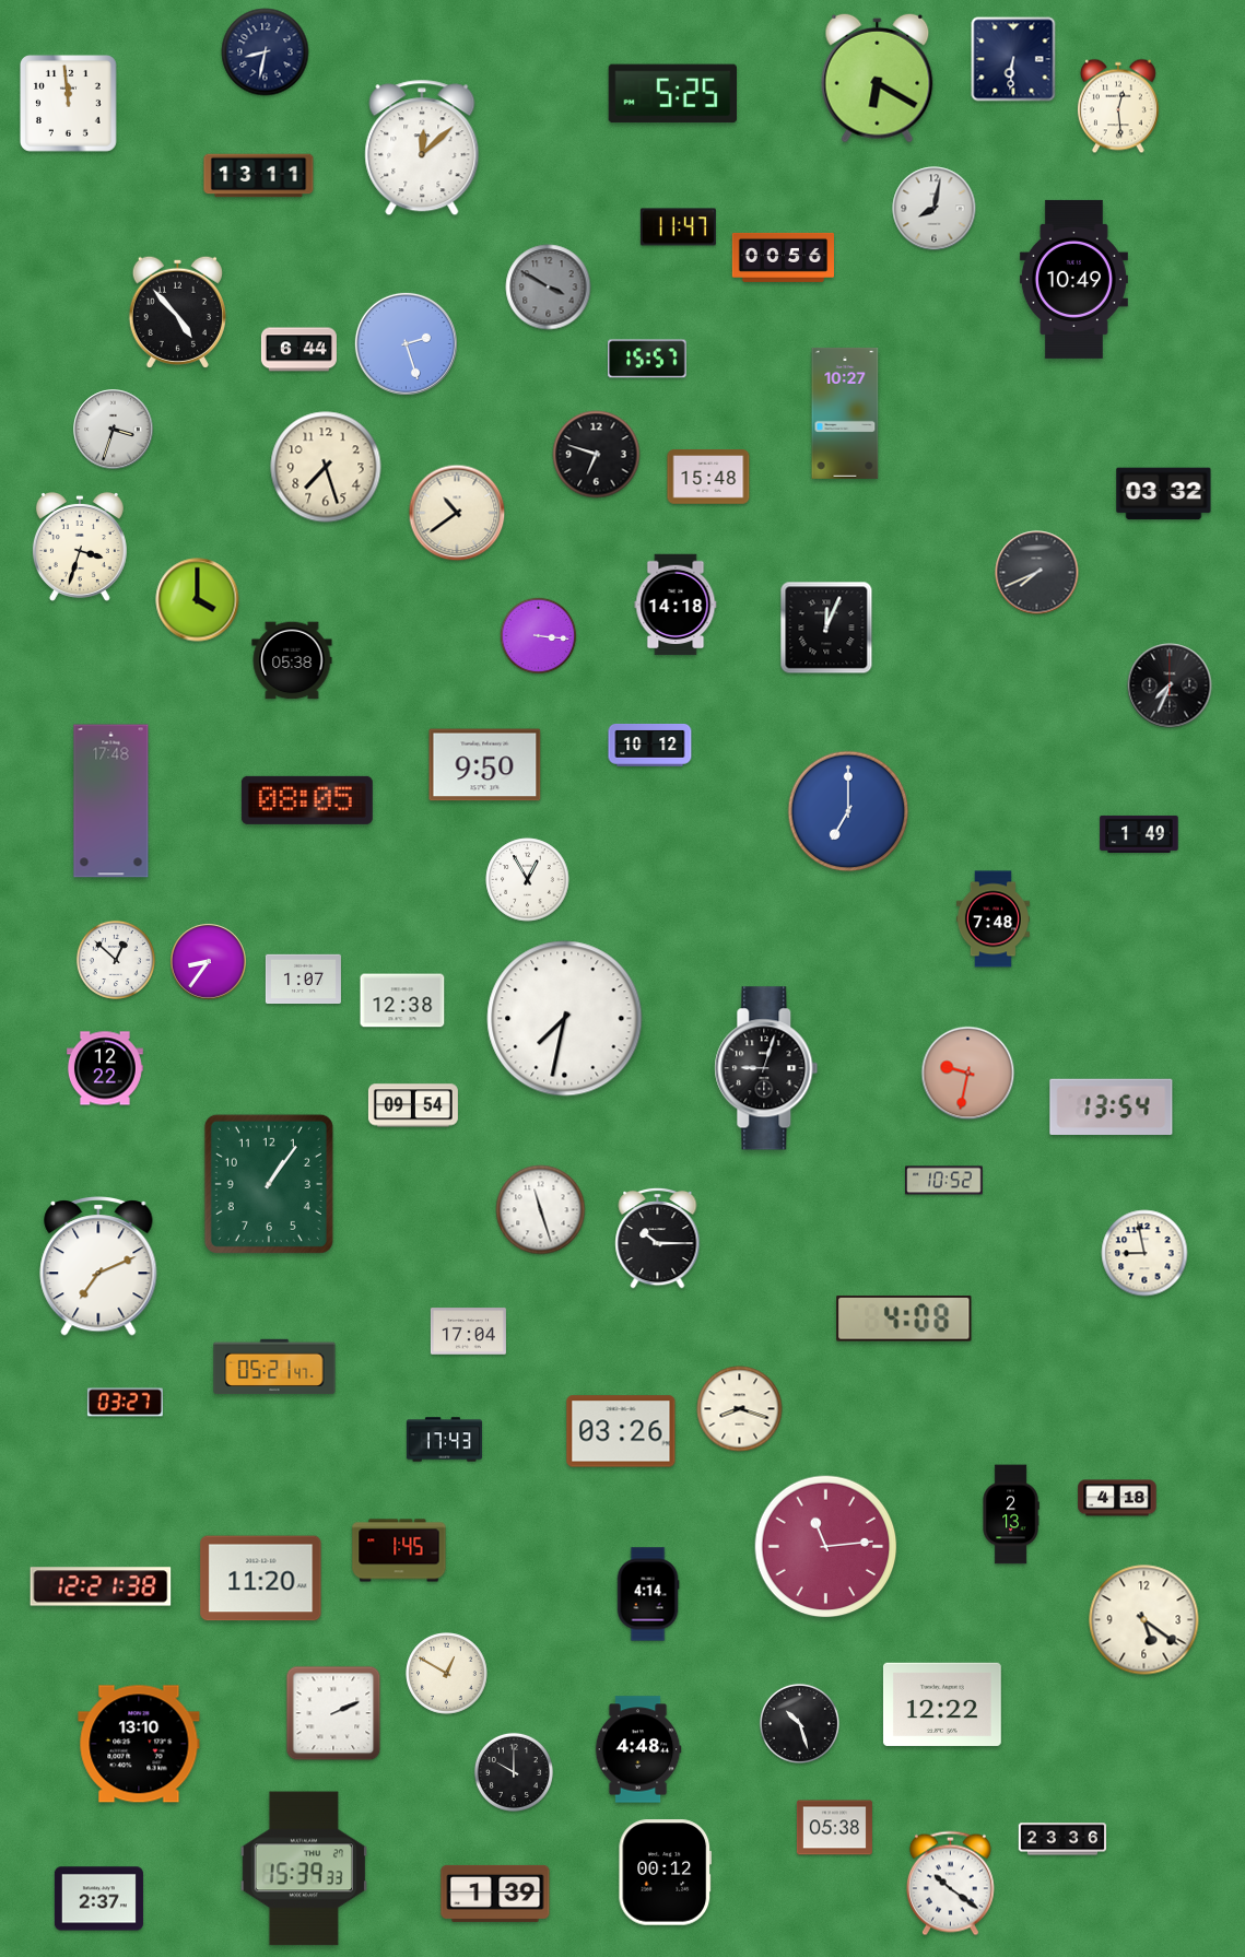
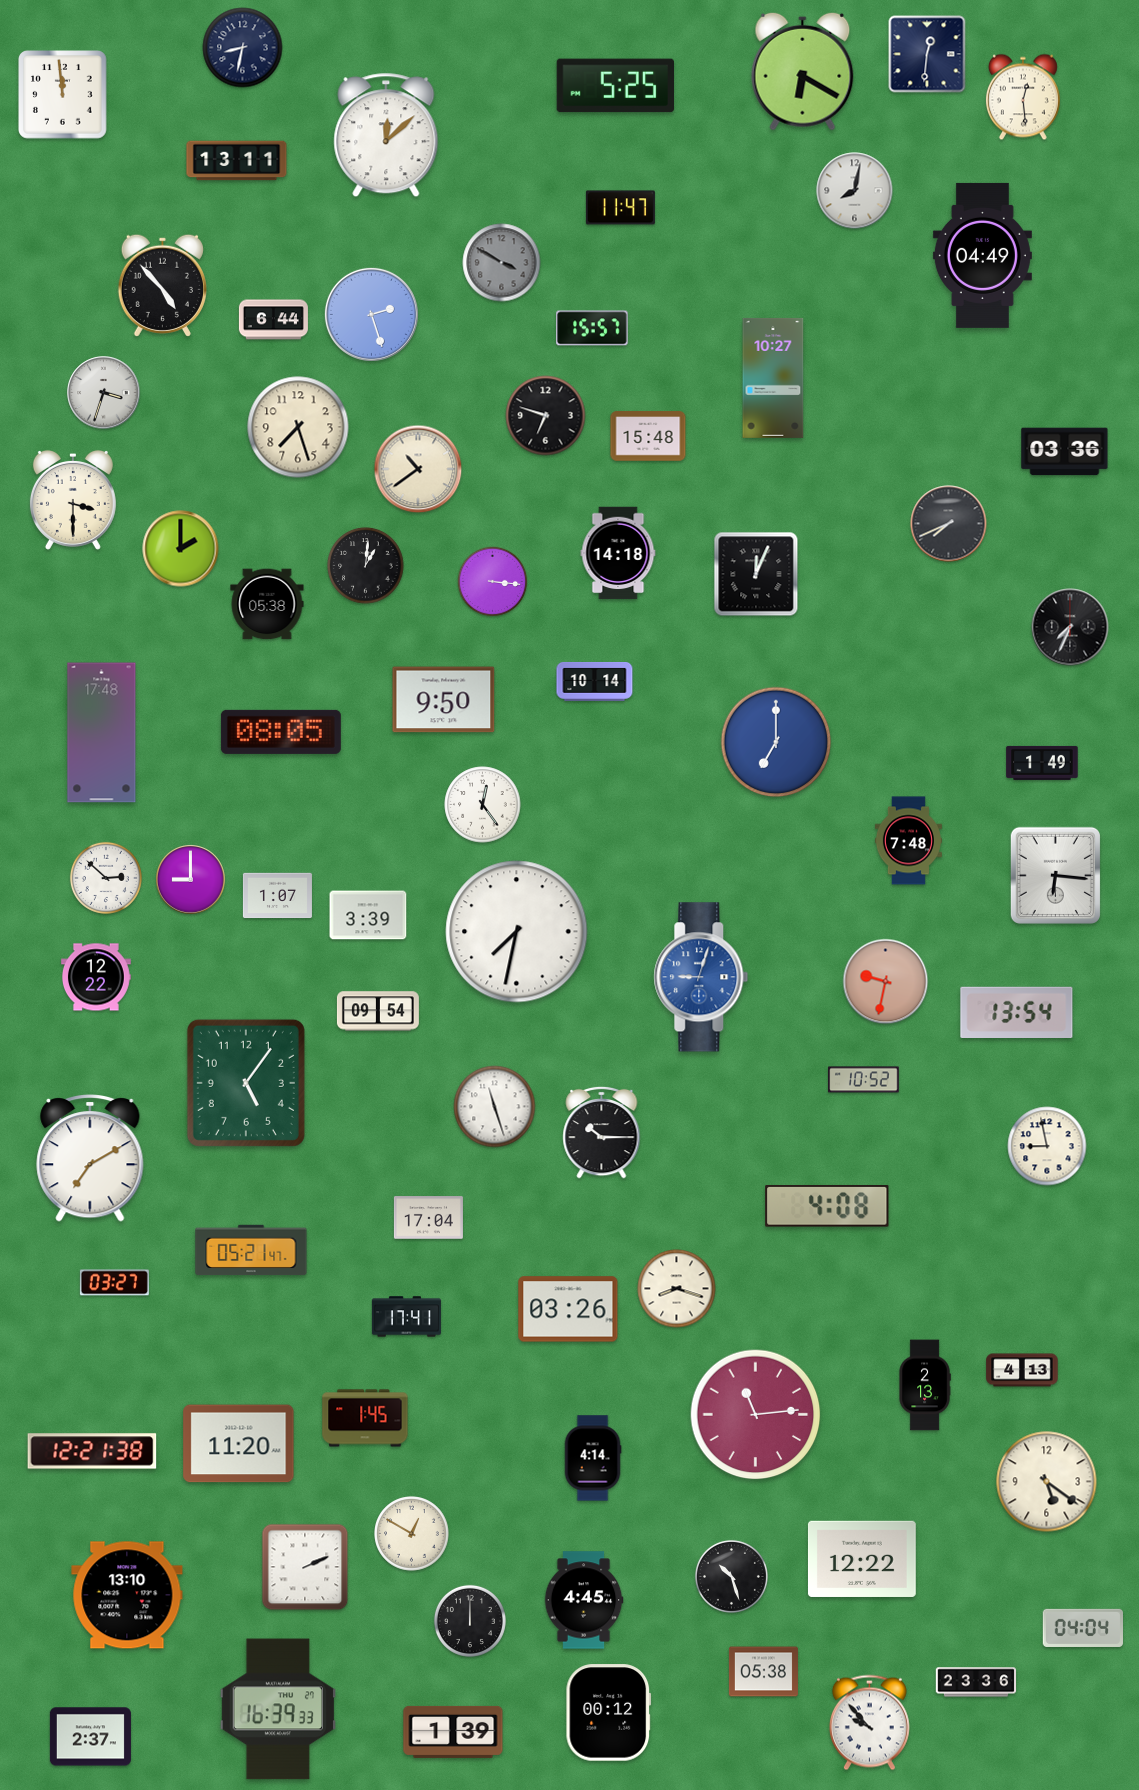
clock at (1013, 59): 6:31 -> 12:31
clock at (783, 257): 00:56 -> none
clock at (1073, 279): 10:49 -> 04:49
clock at (1164, 494): 03:32 -> 03:36
clock at (80, 547): 3:33 -> 3:30
clock at (198, 600): 4:00 -> 2:00
clock at (366, 566): none -> 1:01
clock at (650, 746): 10:12 -> 10:14
clock at (528, 880): 12:55 -> 12:24
clock at (1055, 875): none -> 6:16
clock at (116, 960): 12:52 -> 2:52
clock at (209, 962): 8:36 -> 9:00
clock at (402, 1000): 12:38 -> 3:39
clock at (766, 1068) dial: black -> blue
clock at (269, 1184): 1:06 -> 5:06
clock at (98, 1267): 7:11 -> 7:10
clock at (444, 1440): 17:43 -> 17:41
clock at (1117, 1498): 4:18 -> 4:13
clock at (447, 1674) position: (447, 1674) -> (412, 1534)
clock at (638, 1749): 4:48 -> 4:45
clock at (514, 1772): 10:00 -> 12:00
clock at (1082, 1628): none -> 04:04
clock at (1062, 1839) position: (1062, 1839) -> (976, 1682)
clock at (303, 1868): 15:39 -> 16:39
clock at (950, 1884): 10:21 -> 9:53
